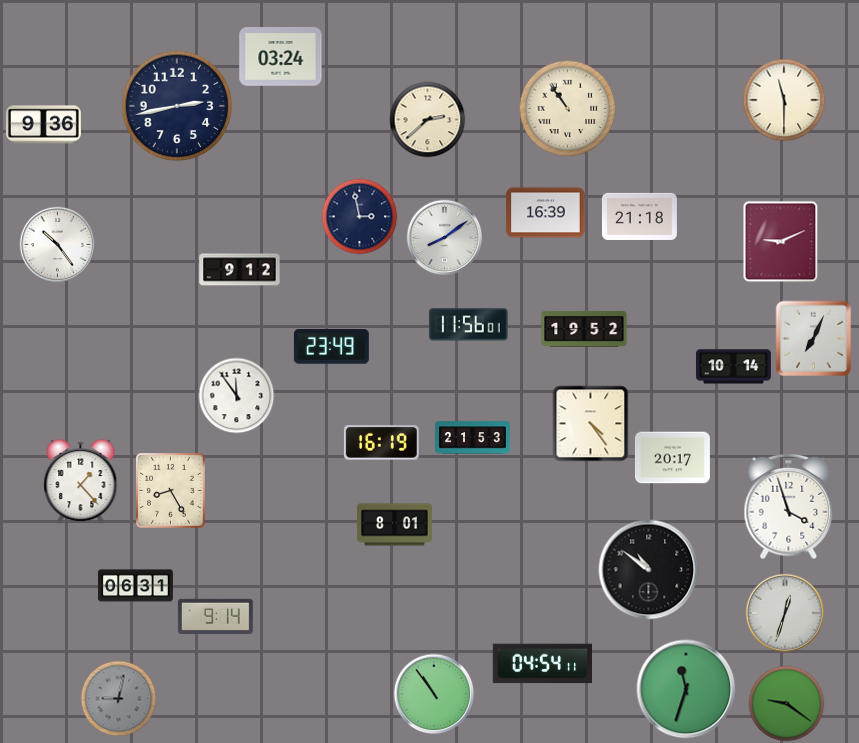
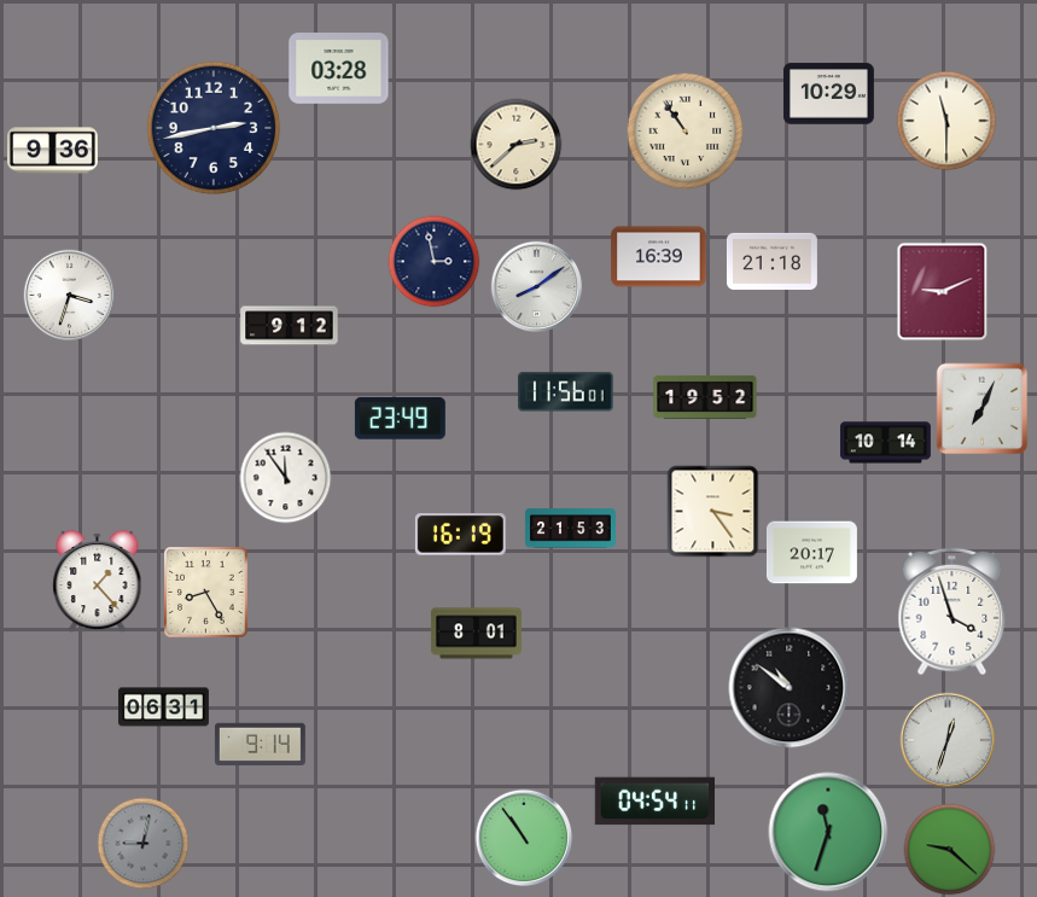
clock at (281, 57): 03:24 -> 03:28
clock at (828, 94): none -> 10:29
clock at (58, 245): 10:24 -> 3:33
clock at (591, 424): 4:24 -> 3:24
clock at (649, 570) position: (649, 570) -> (790, 688)
clock at (787, 704): 9:21 -> 9:22
